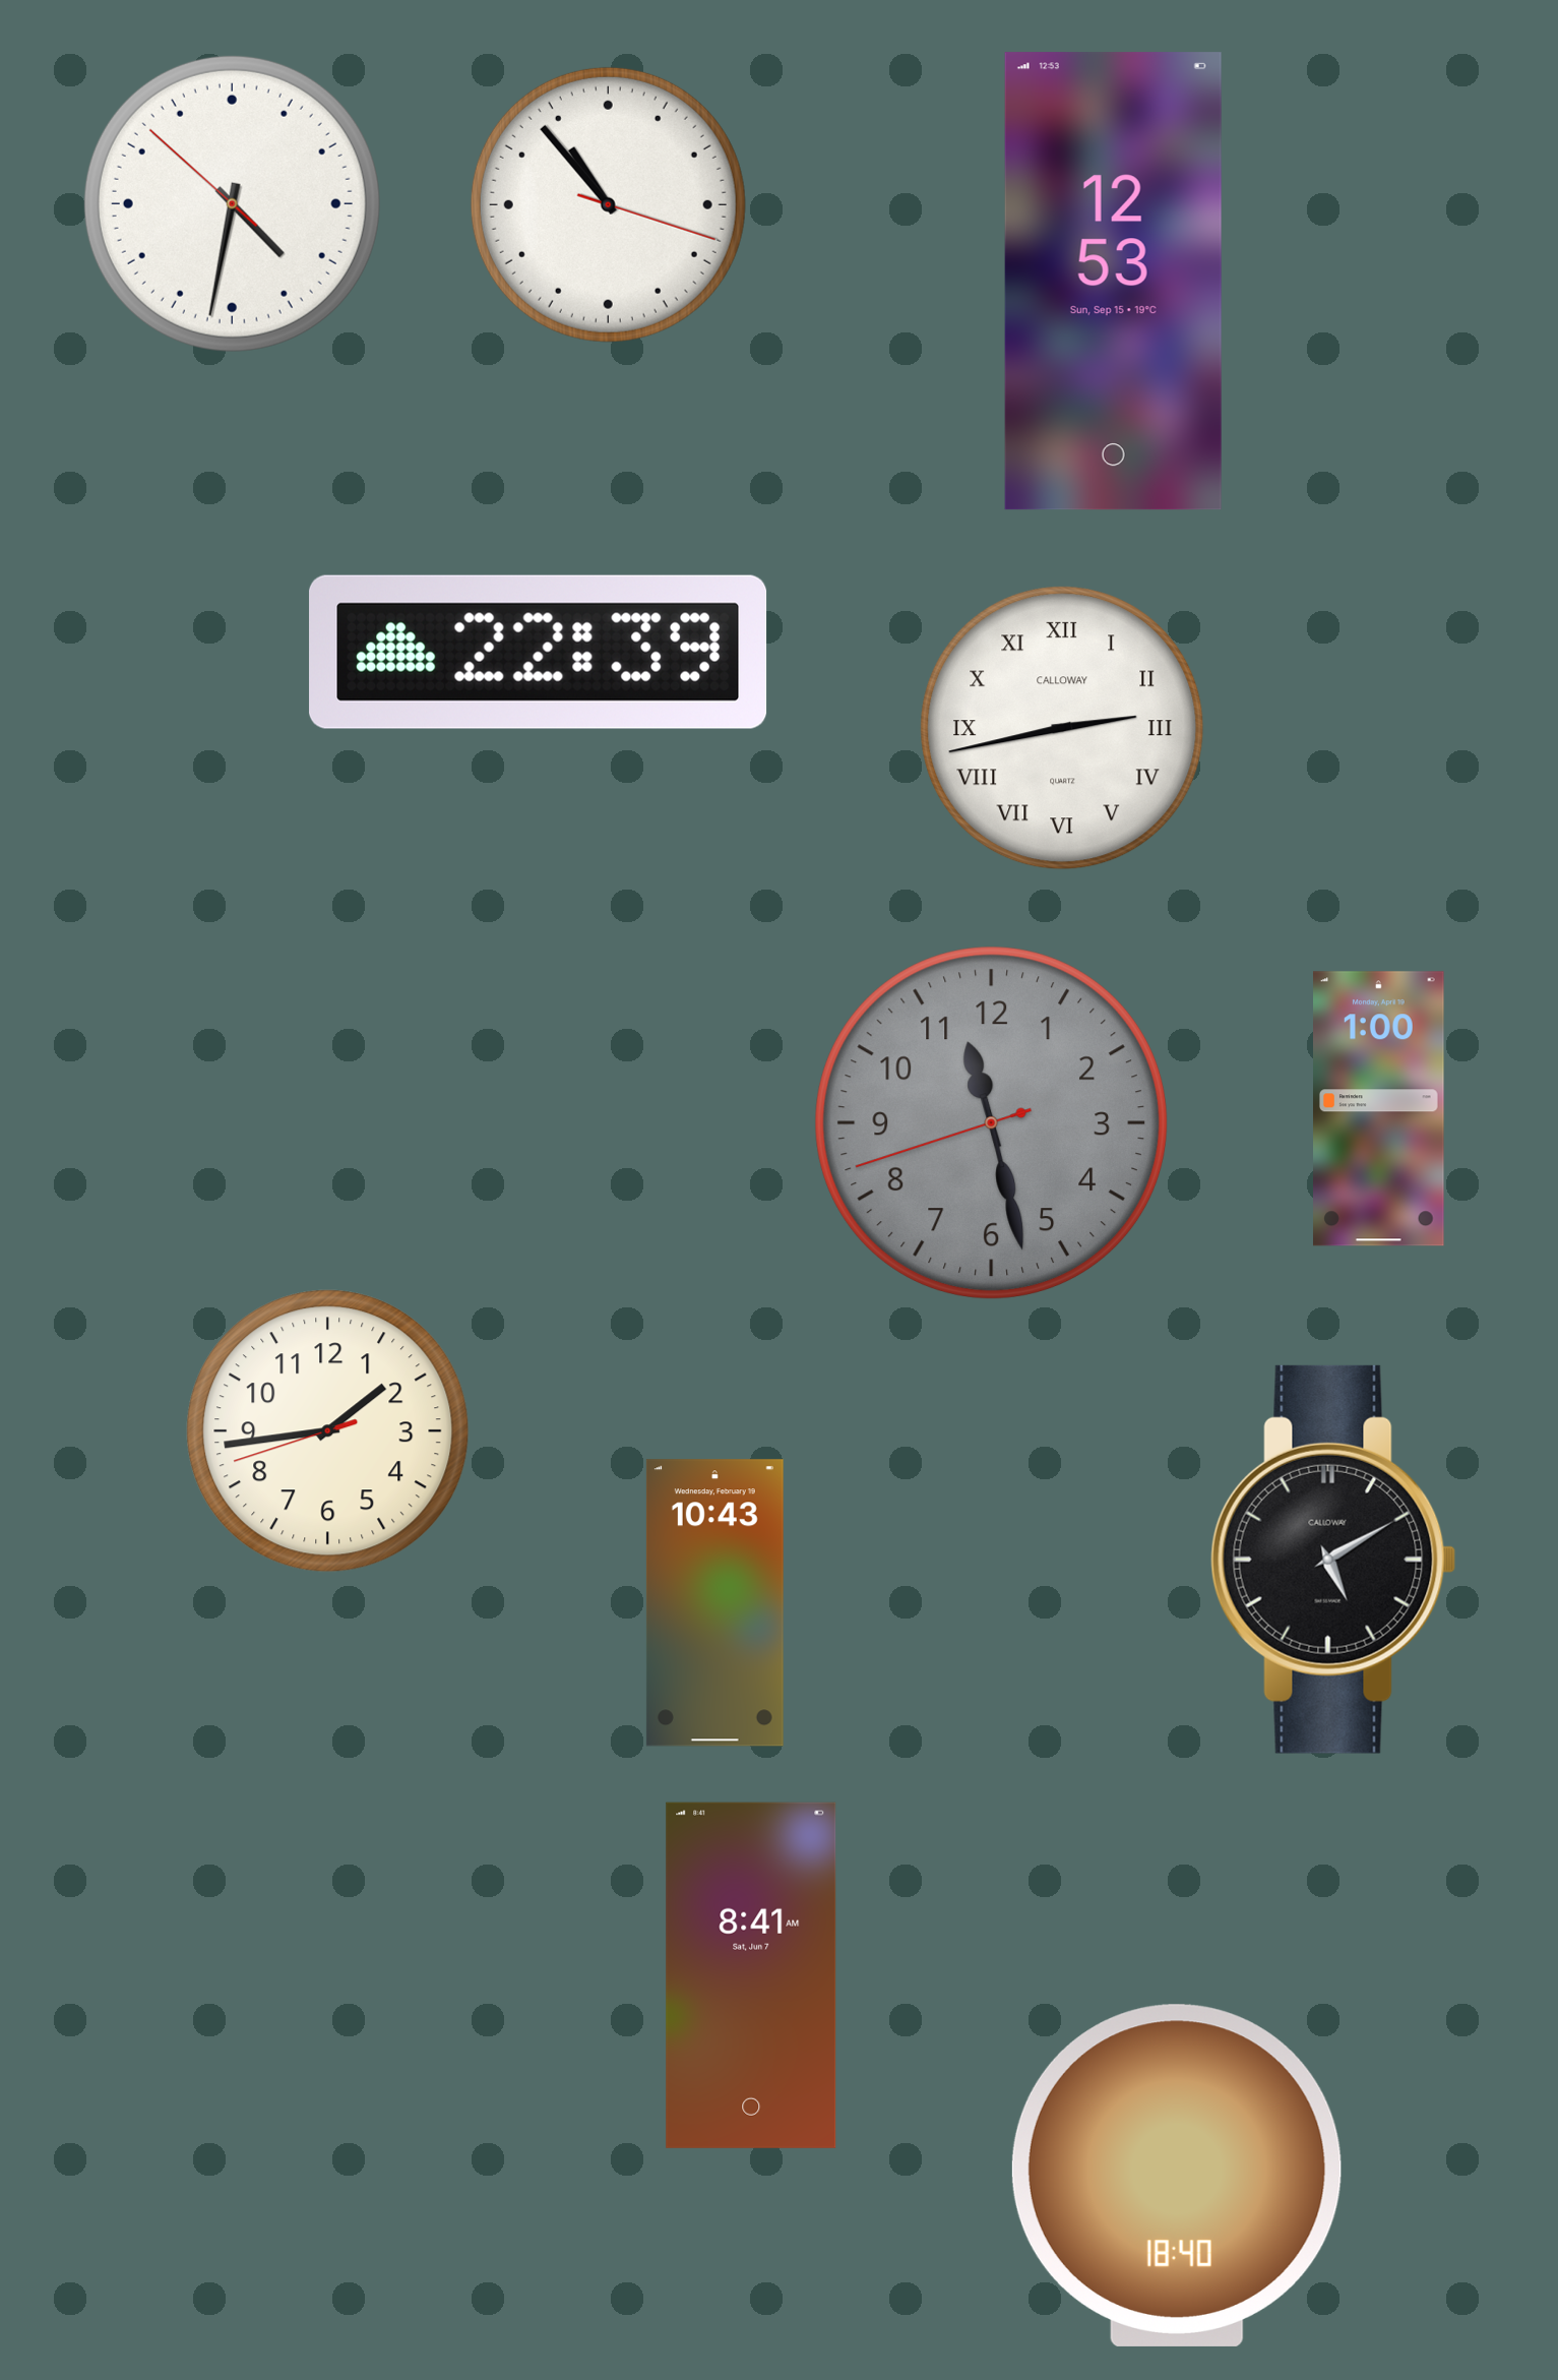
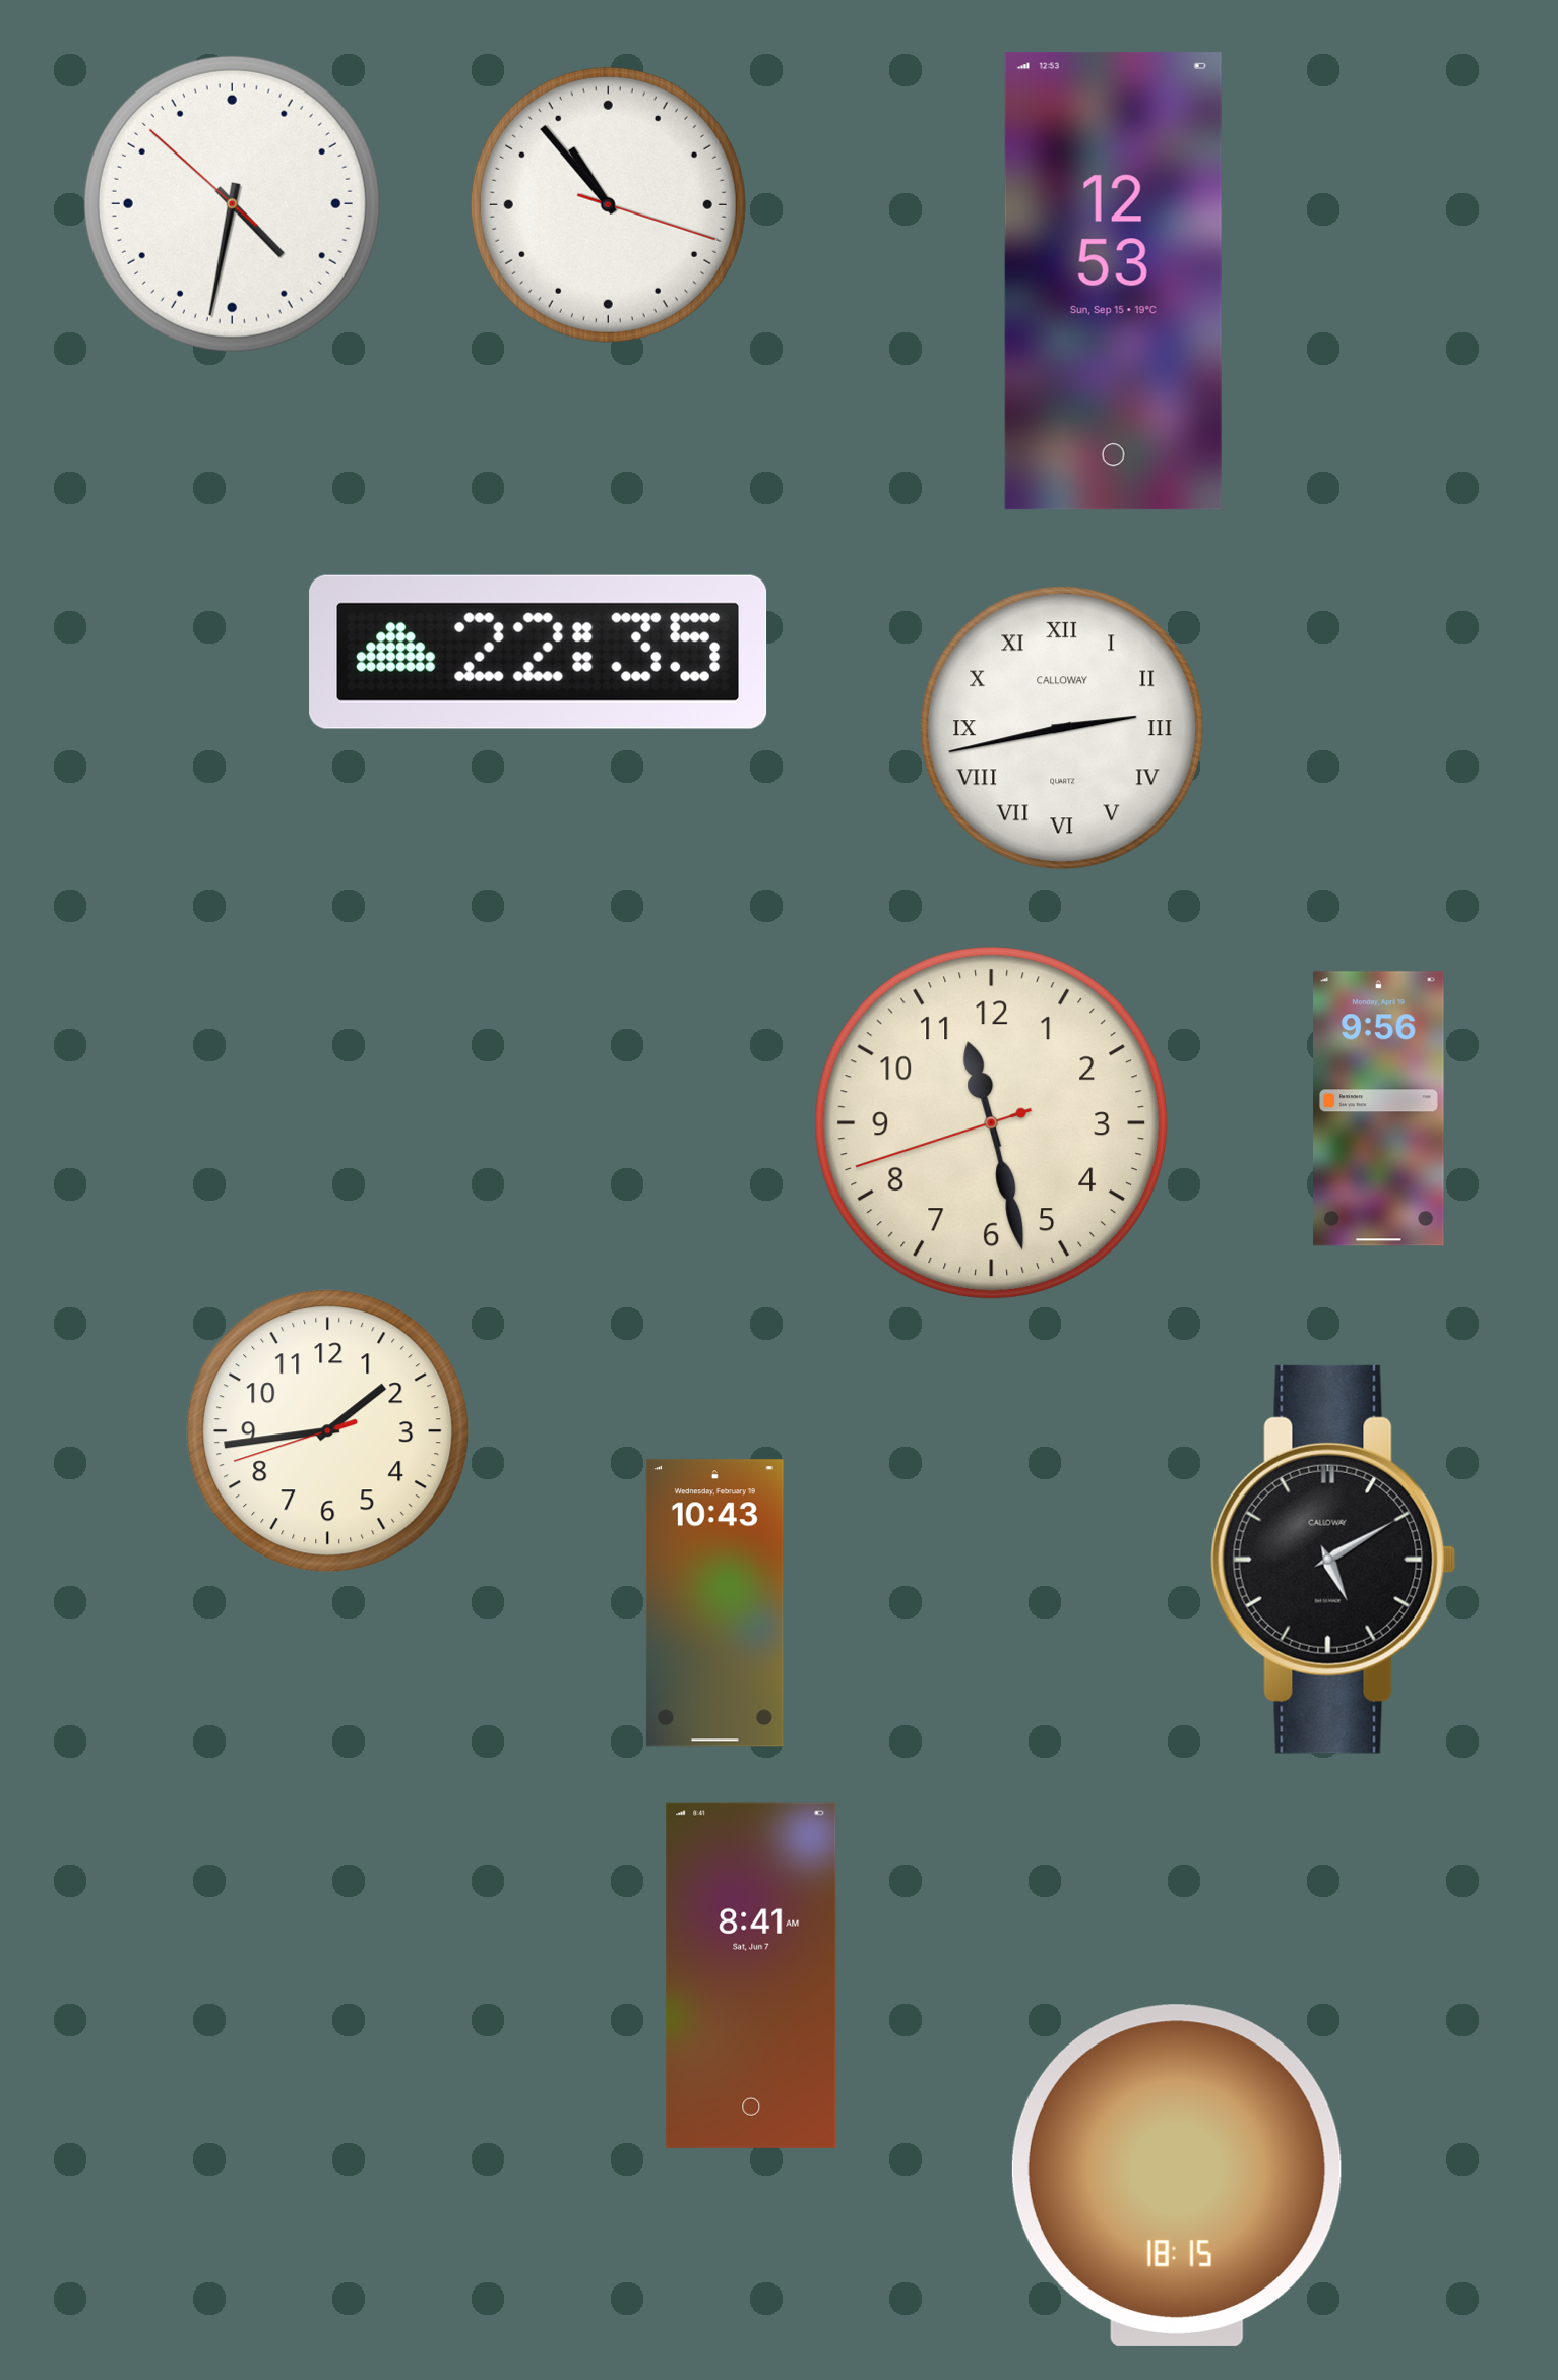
clock at (539, 652): 22:39 -> 22:35
clock at (1379, 1109): 1:00 -> 9:56
clock at (991, 1122) dial: grey -> cream
clock at (1177, 2176): 18:40 -> 18:15
